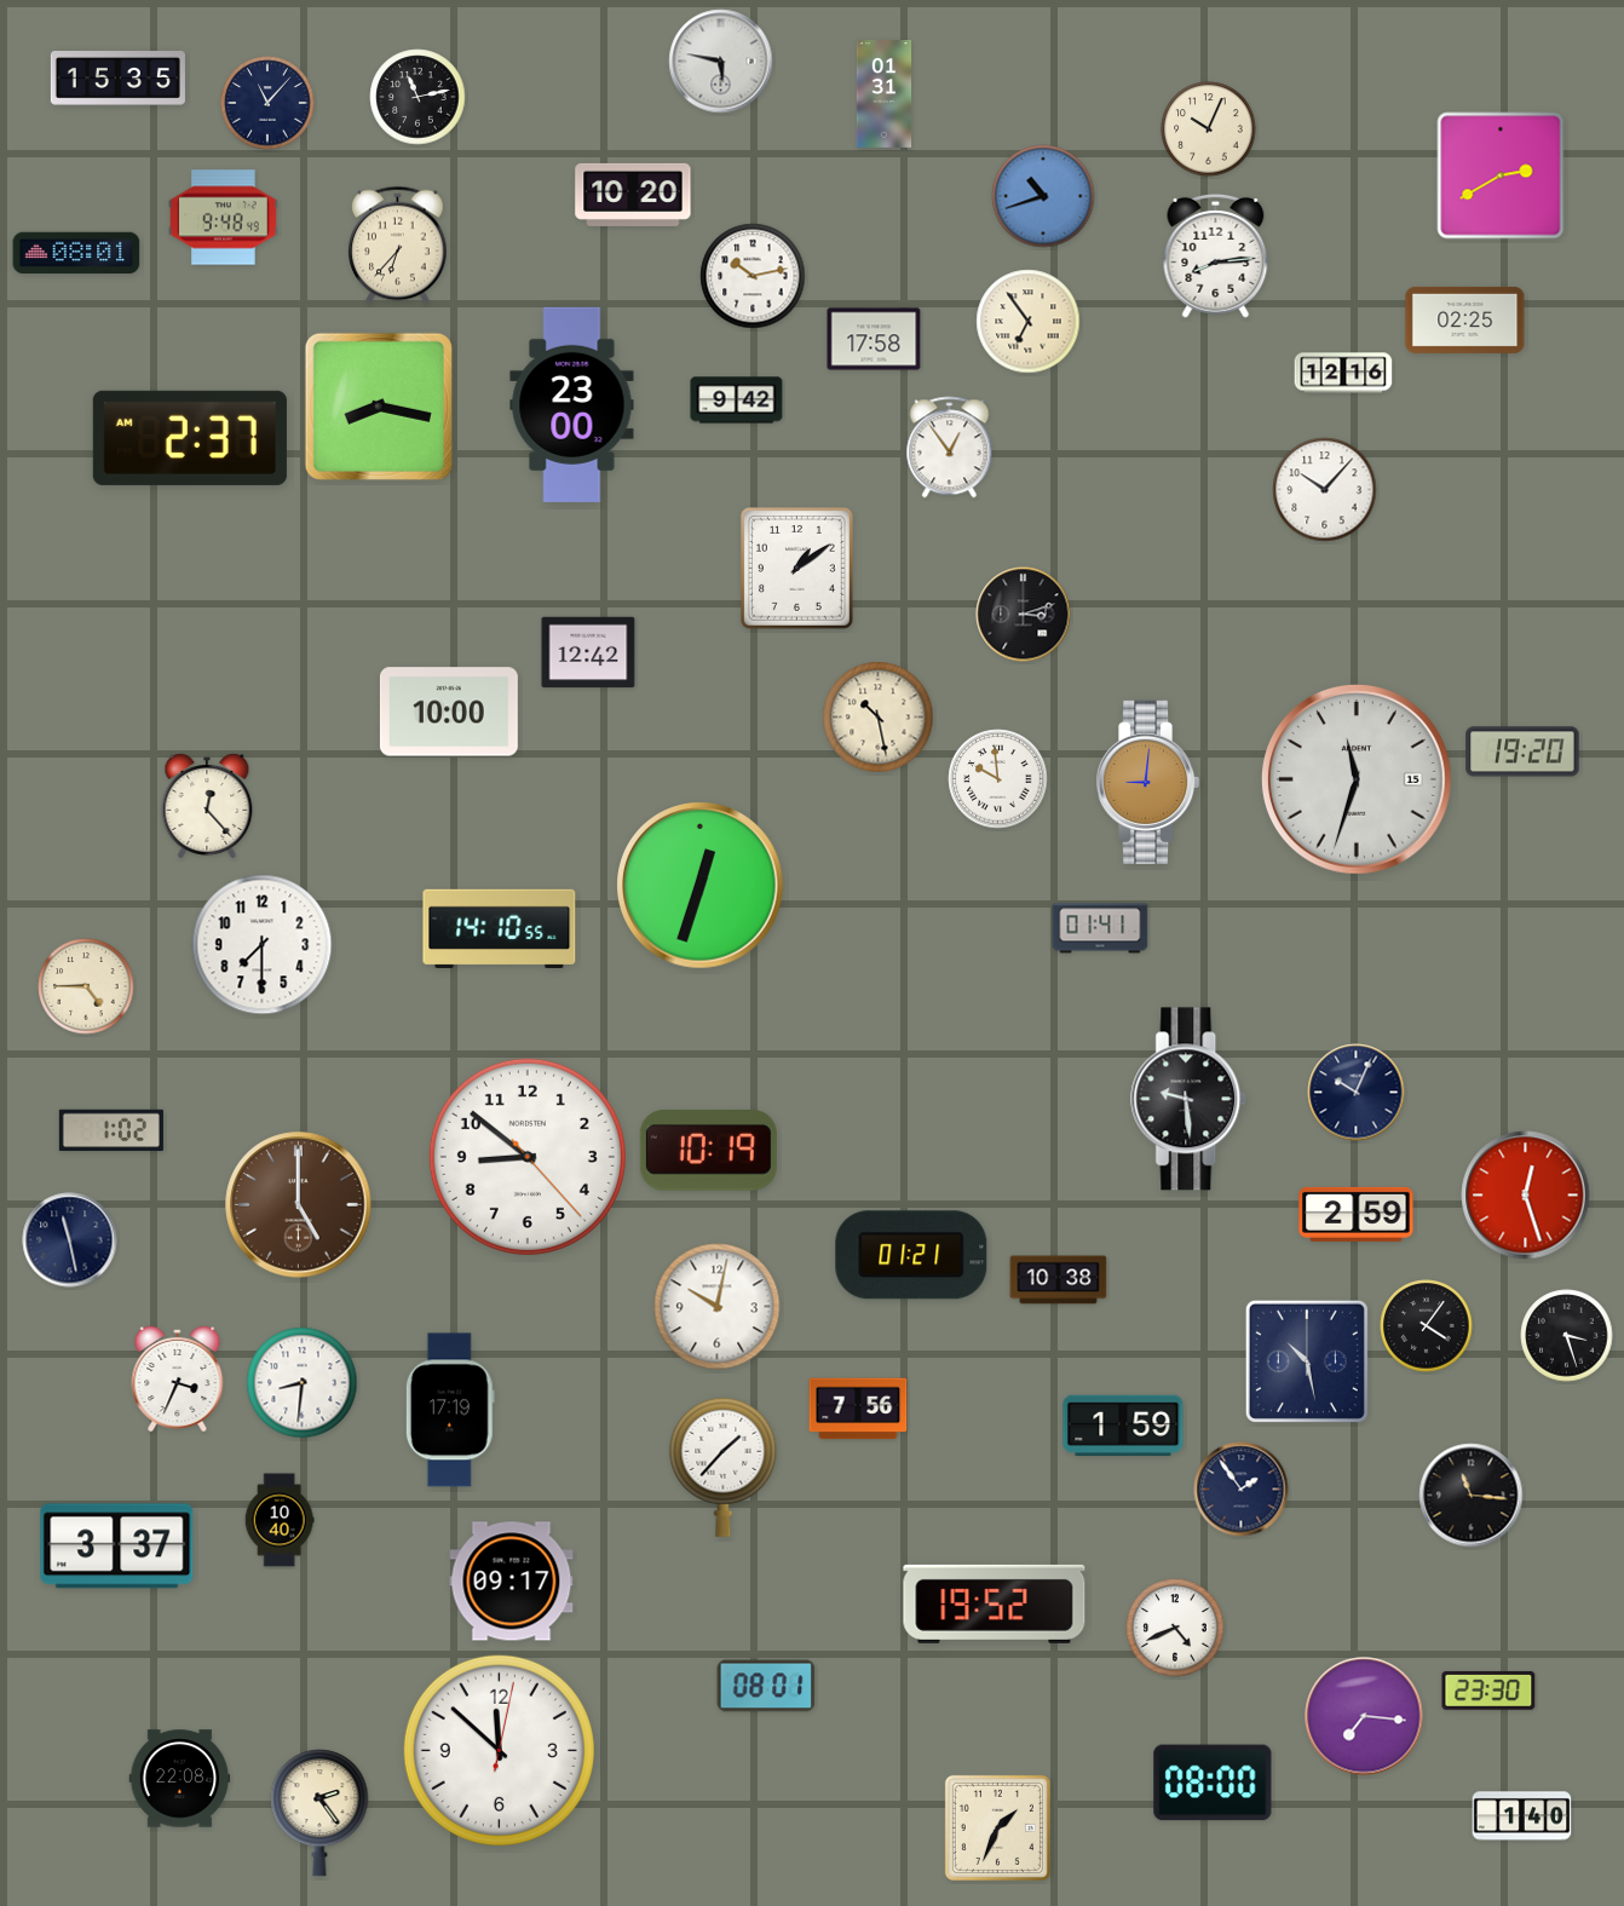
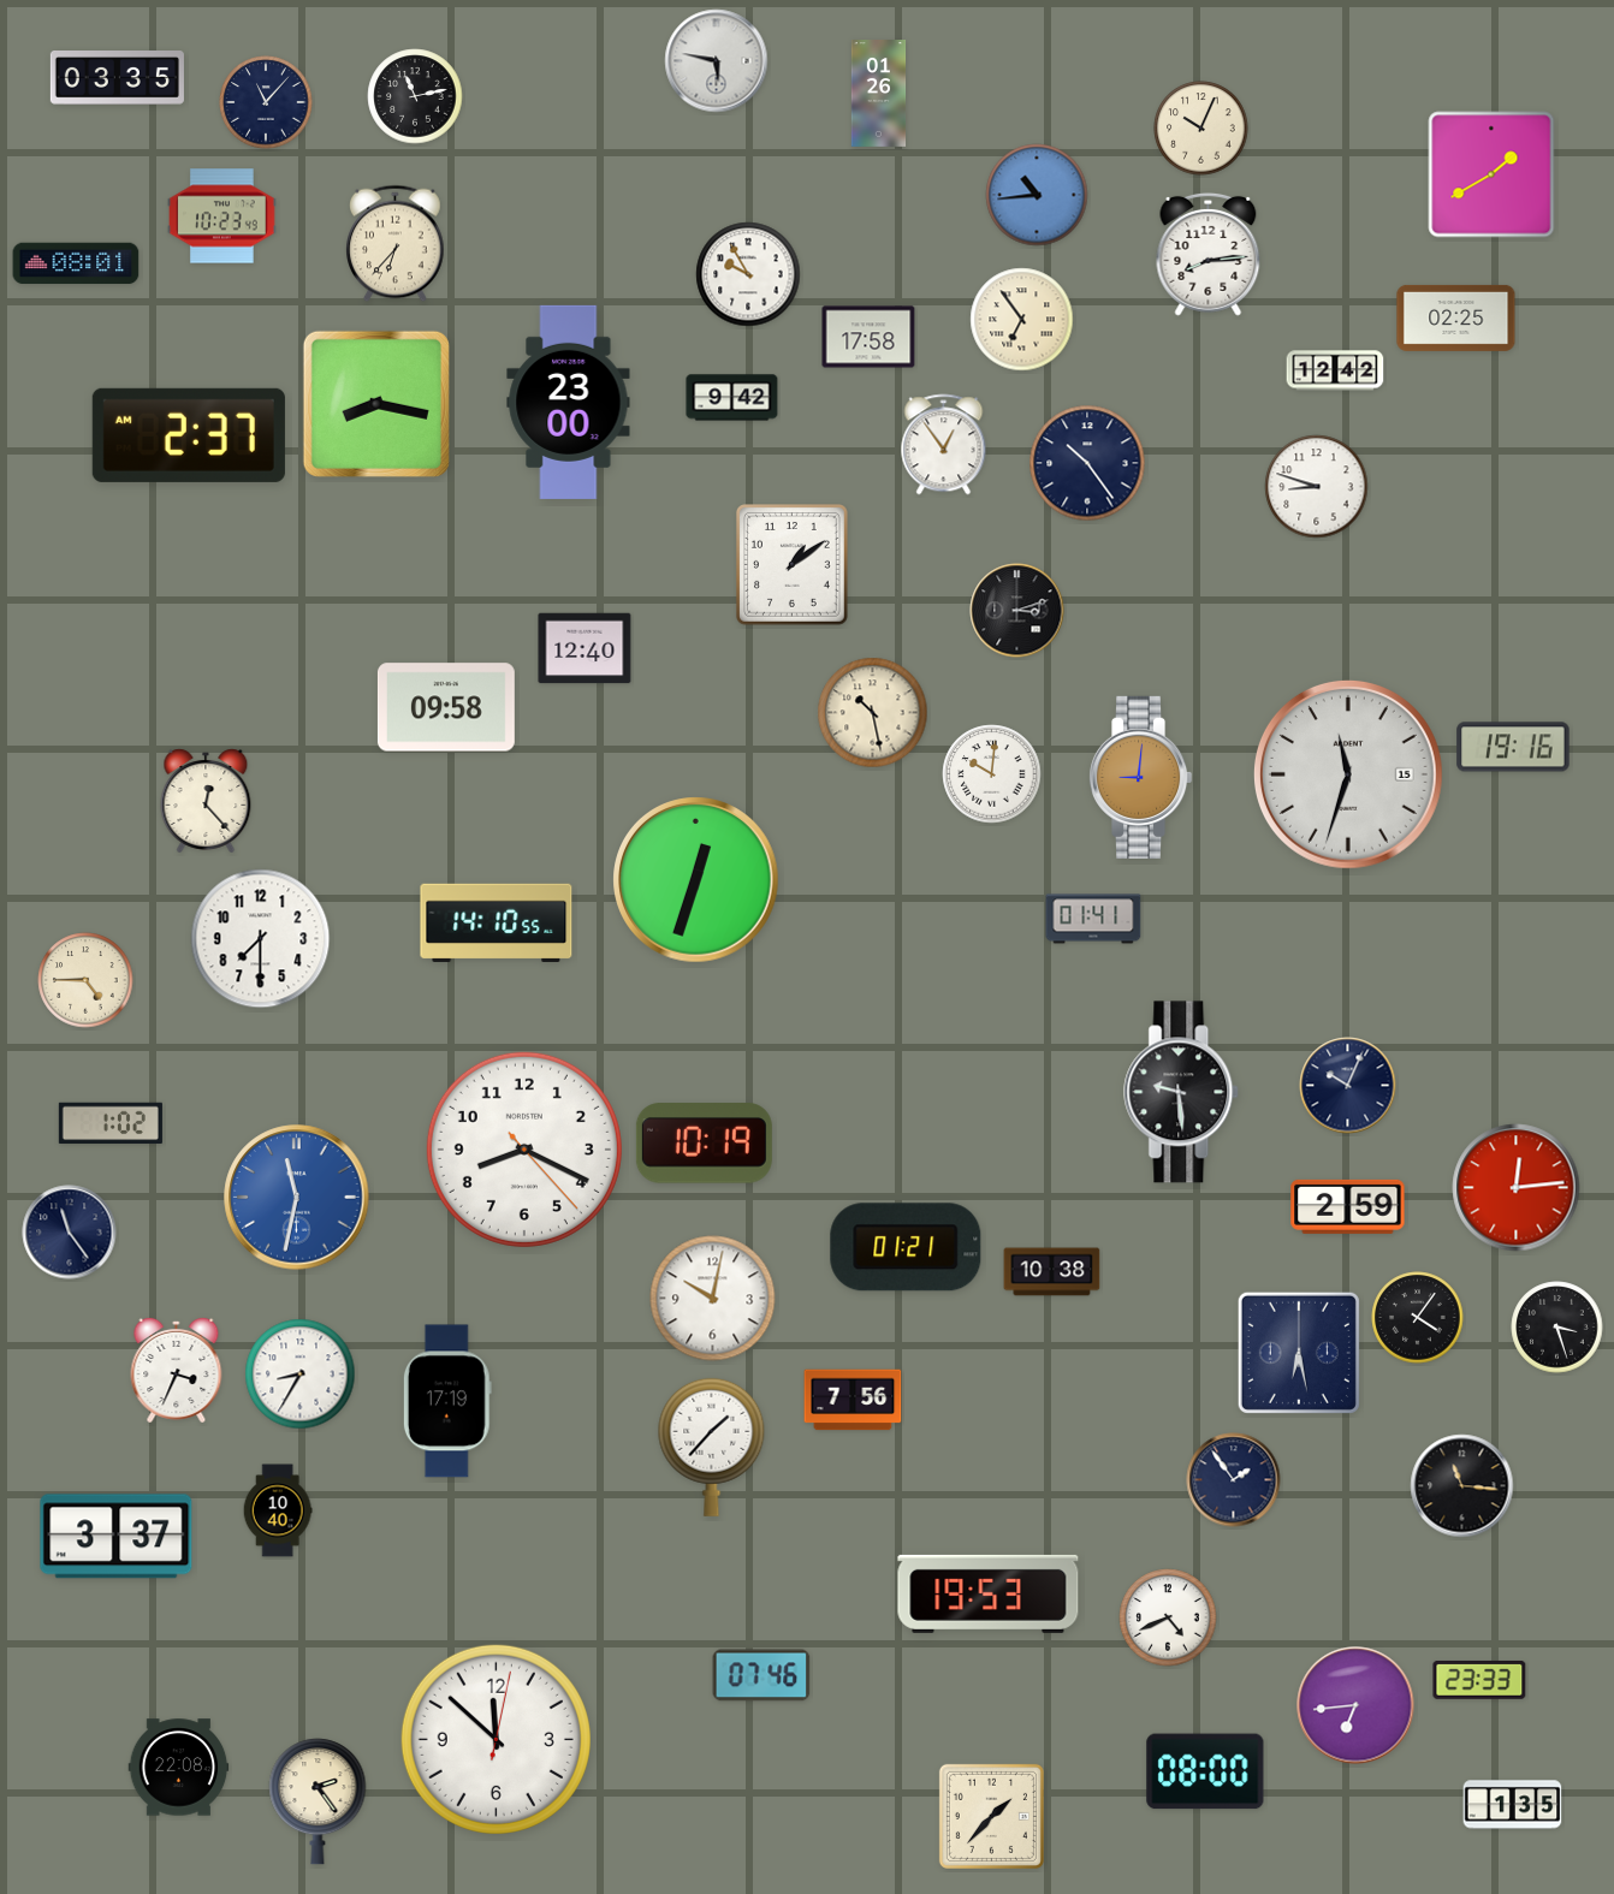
clock at (117, 79): 15:35 -> 03:35
clock at (885, 94): 01:31 -> 01:26
clock at (1501, 175): 2:40 -> 1:40
clock at (633, 195): 10:20 -> none
clock at (1043, 196): 10:42 -> 10:44
clock at (224, 218): 9:48 -> 10:23
clock at (76, 253) position: (76, 253) -> (76, 263)
clock at (753, 276): 10:13 -> 9:55
clock at (1343, 373): 12:16 -> 12:42
clock at (1087, 463): none -> 10:24
clock at (1325, 490): 10:07 -> 8:48
clock at (588, 652): 12:42 -> 12:40
clock at (449, 712): 10:00 -> 09:58
clock at (1522, 752): 19:20 -> 19:16
clock at (998, 779): 9:59 -> 10:01
clock at (1100, 928) position: (1100, 928) -> (1093, 919)
clock at (528, 1157): 8:51 -> 8:19
clock at (1526, 1196): 12:27 -> 12:14
clock at (299, 1205): 5:00 -> 11:32
clock at (299, 1205) dial: brown -> blue
clock at (70, 1240): 11:28 -> 11:24
clock at (1307, 1361): 10:28 -> 6:28
clock at (303, 1383): 8:31 -> 8:35
clock at (1123, 1424): 1:59 -> none
clock at (724, 1467) position: (724, 1467) -> (712, 1447)
clock at (512, 1582): 09:17 -> none
clock at (995, 1603): 19:52 -> 19:53
clock at (766, 1686): 08:01 -> 07:46
clock at (1488, 1691): 23:30 -> 23:33
clock at (1364, 1716): 7:16 -> 6:44
clock at (1522, 1816): 1:40 -> 1:35
clock at (997, 1827): 1:34 -> 1:37
